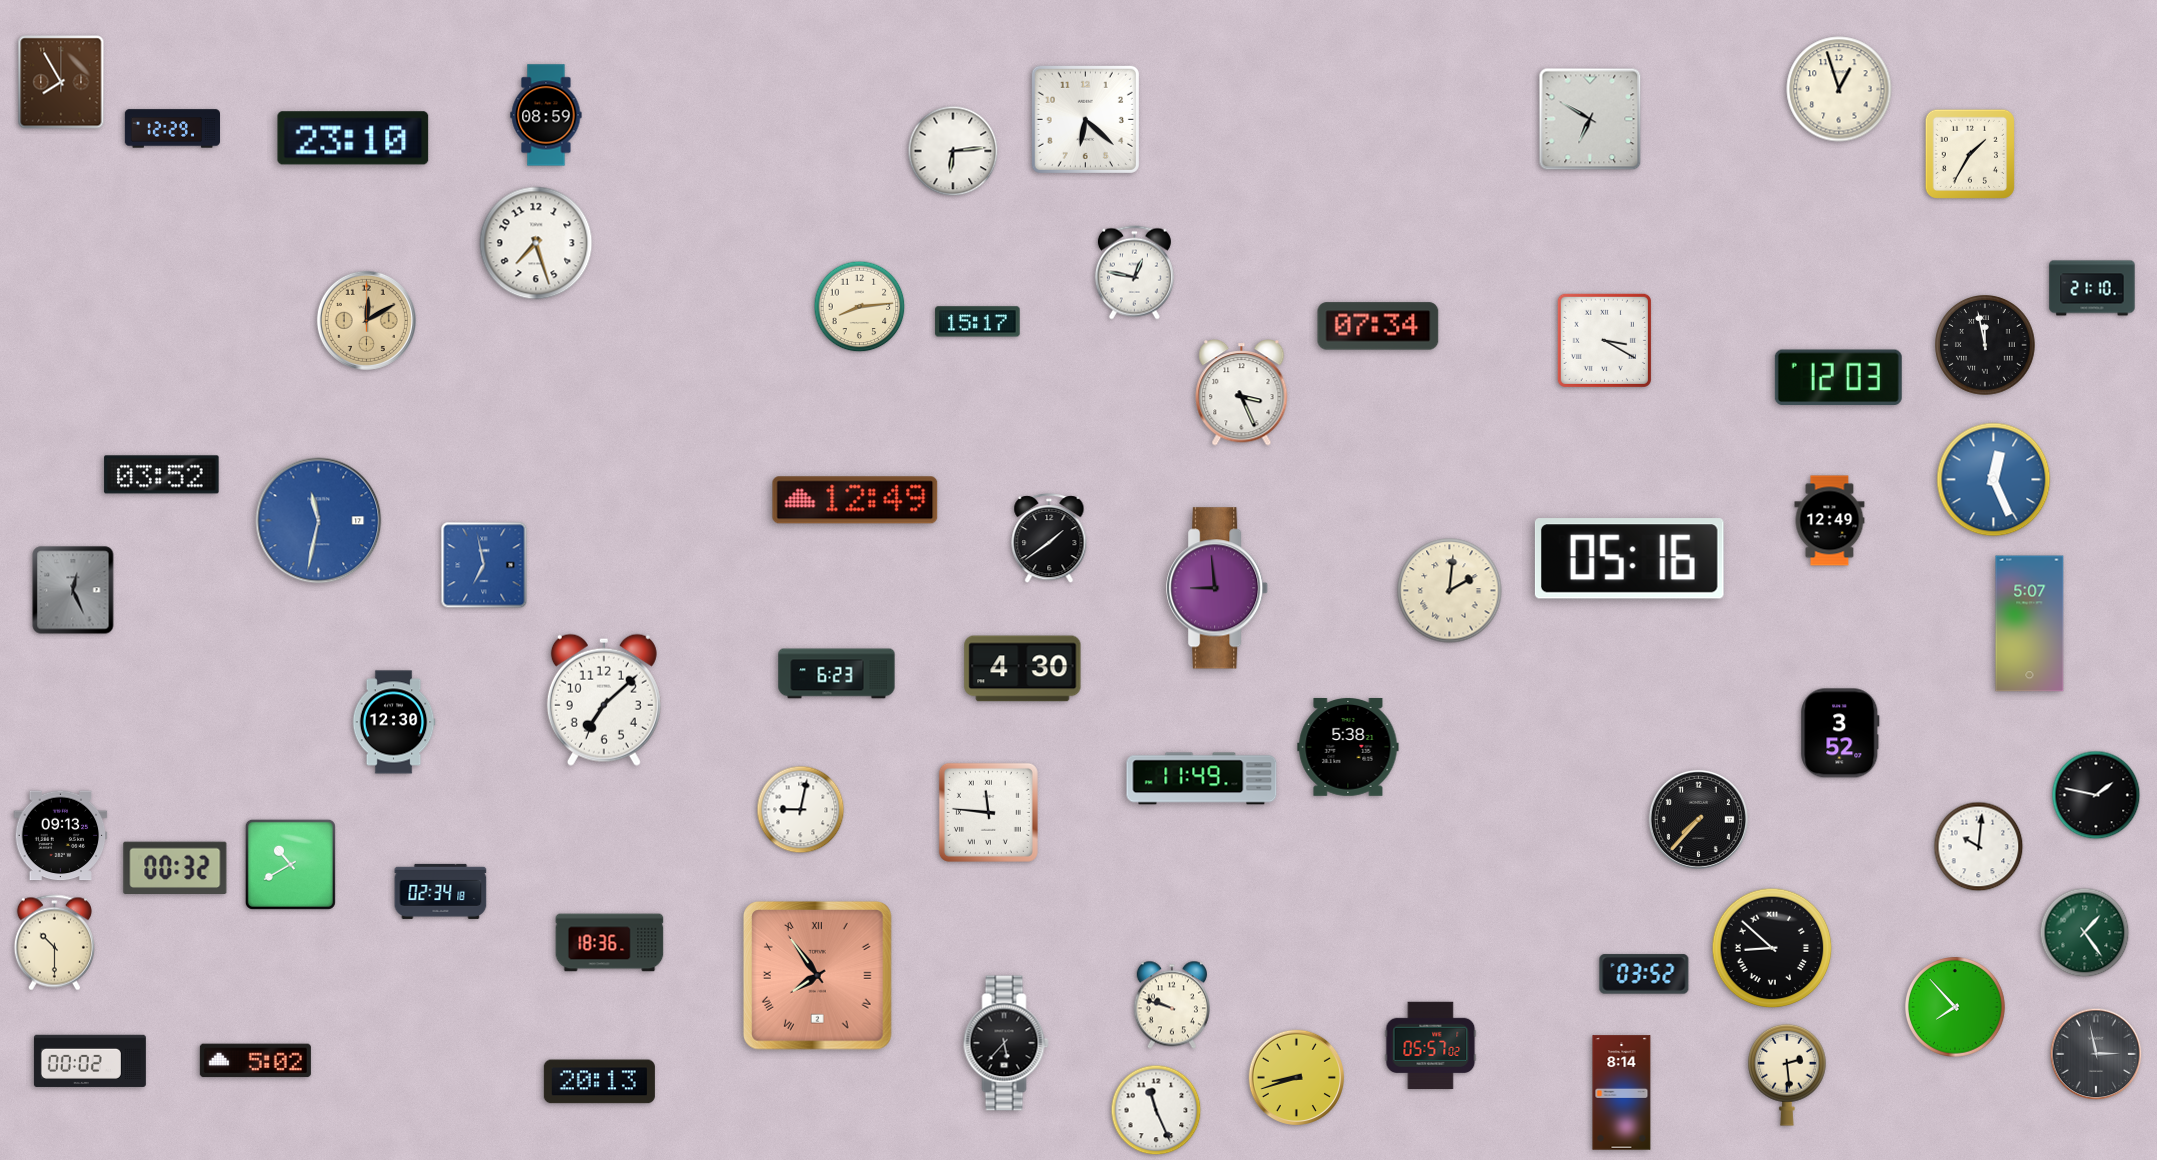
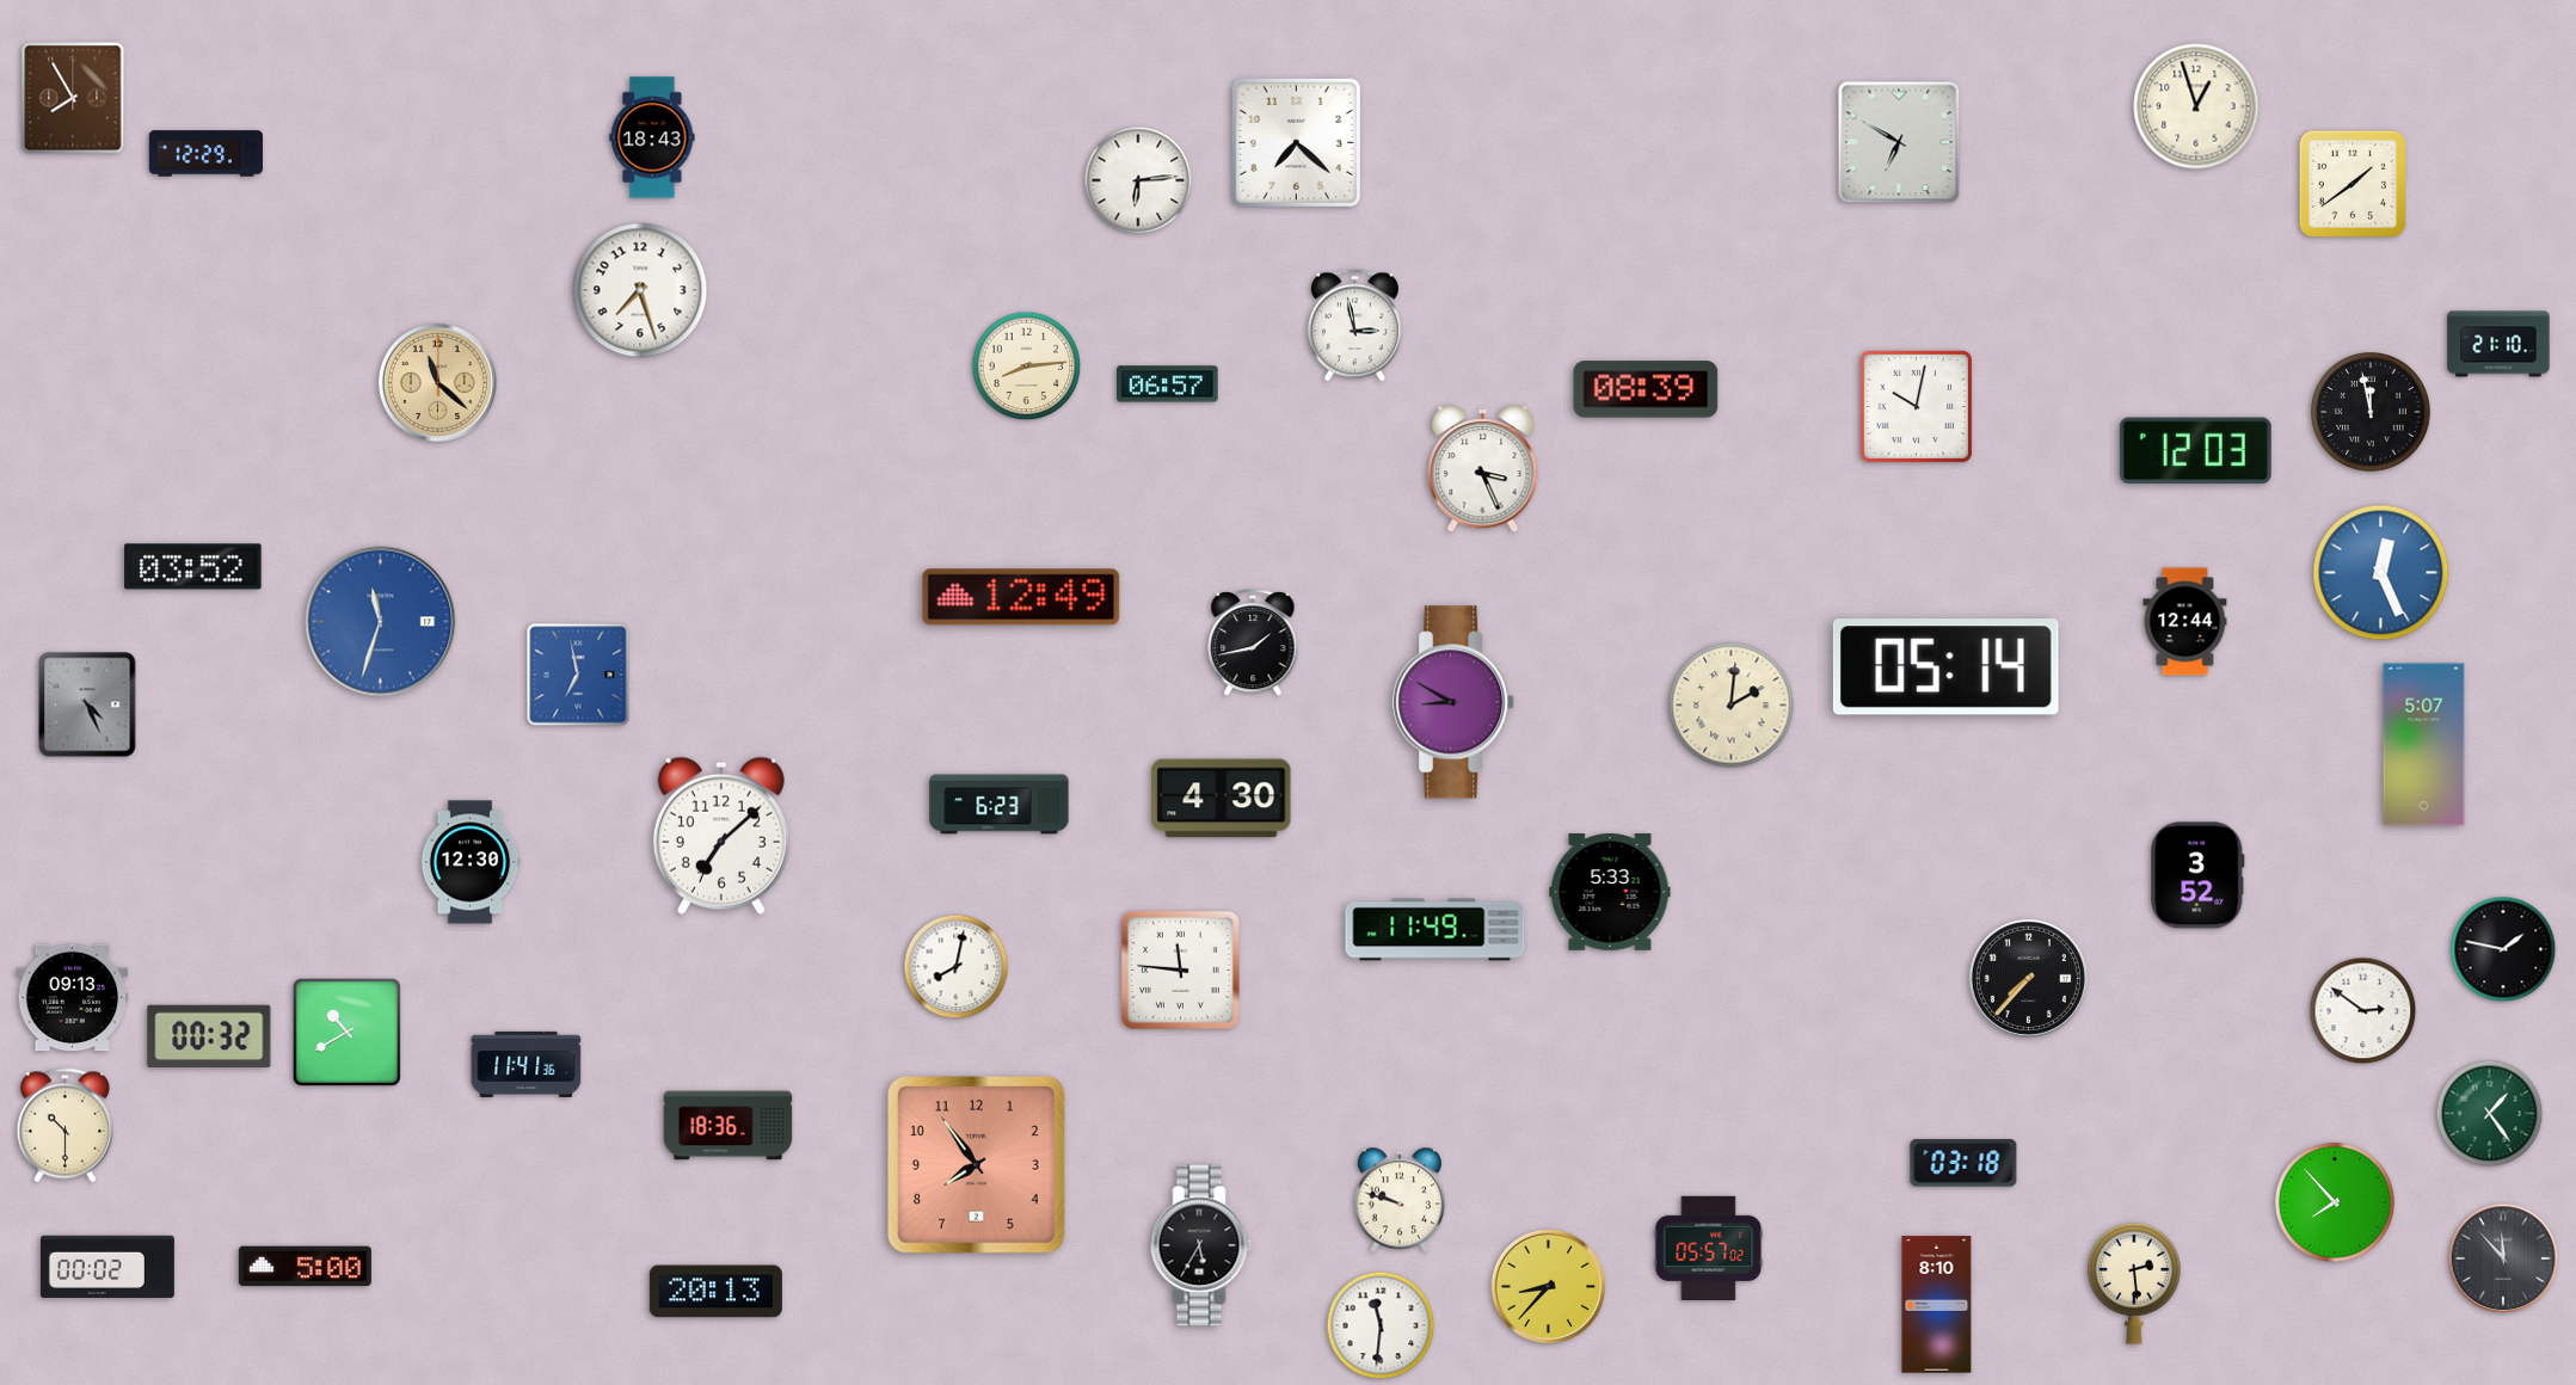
clock at (546, 115): 08:59 -> 18:43
clock at (1085, 119): 6:22 -> 7:22
clock at (353, 138): 23:10 -> none
clock at (1970, 154): 1:35 -> 1:39
clock at (1134, 273): 12:47 -> 2:58
clock at (366, 320): 12:10 -> 11:22
clock at (978, 322): 15:17 -> 06:57
clock at (1378, 326): 07:34 -> 08:39
clock at (1604, 340): 3:20 -> 10:02
clock at (319, 521): 11:32 -> 11:33
clock at (1830, 521): 12:49 -> 12:44
clock at (1049, 539): 1:39 -> 1:43
clock at (1629, 559): 05:16 -> 05:14
clock at (1218, 588): 8:59 -> 8:50
clock at (73, 590): 12:26 -> 4:26
clock at (1348, 748): 5:38 -> 5:33
clock at (801, 810): 9:02 -> 8:02
clock at (1979, 847): 10:01 -> 2:51
clock at (441, 891): 02:34 -> 11:41
clock at (1772, 948): 8:52 -> none
clock at (1644, 974): 03:52 -> 03:18
clock at (817, 975) numerals: Roman -> Arabic
clock at (1006, 1043): 5:37 -> 5:35
clock at (2096, 1054): 2:58 -> 11:53
clock at (255, 1061): 5:02 -> 5:00
clock at (1296, 1077): 8:42 -> 8:37
clock at (1622, 1093): 8:14 -> 8:10
clock at (1156, 1110): 11:26 -> 11:31
